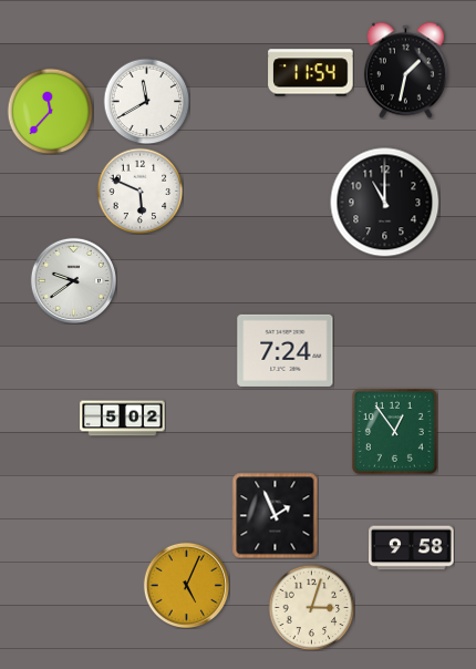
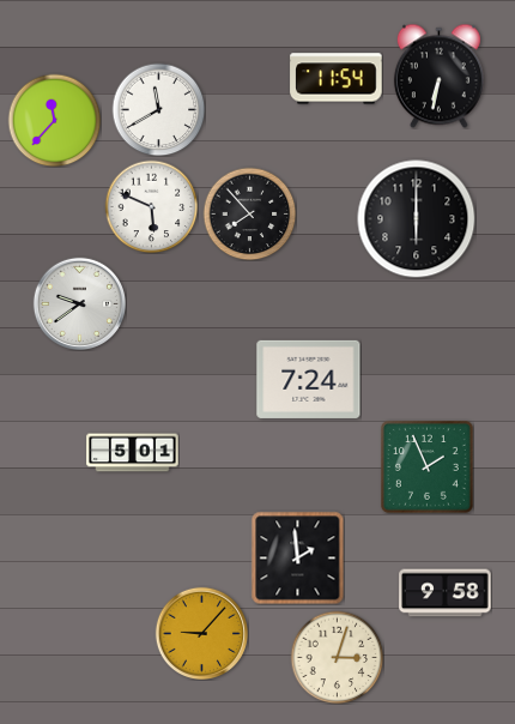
clock at (405, 70): 1:32 -> 6:32
clock at (249, 213): none -> 7:53
clock at (385, 203): 11:00 -> 6:00
clock at (123, 419): 5:02 -> 5:01
clock at (395, 432): 12:54 -> 1:56
clock at (275, 515): 1:56 -> 1:59
clock at (186, 585): 5:04 -> 9:07
